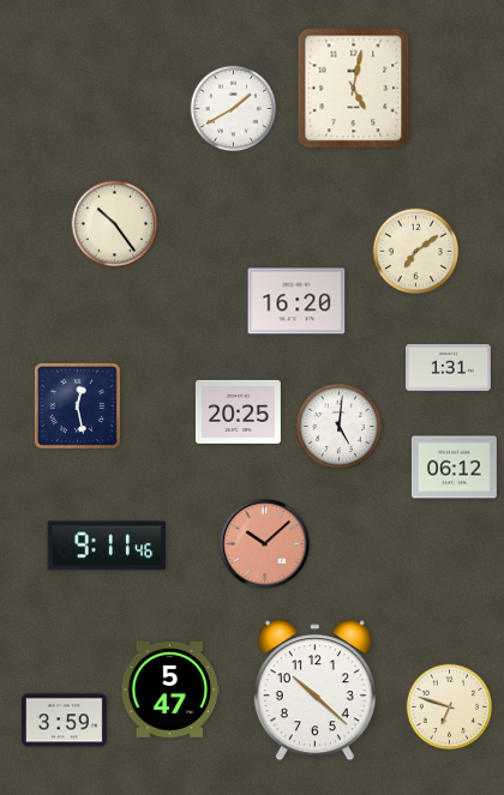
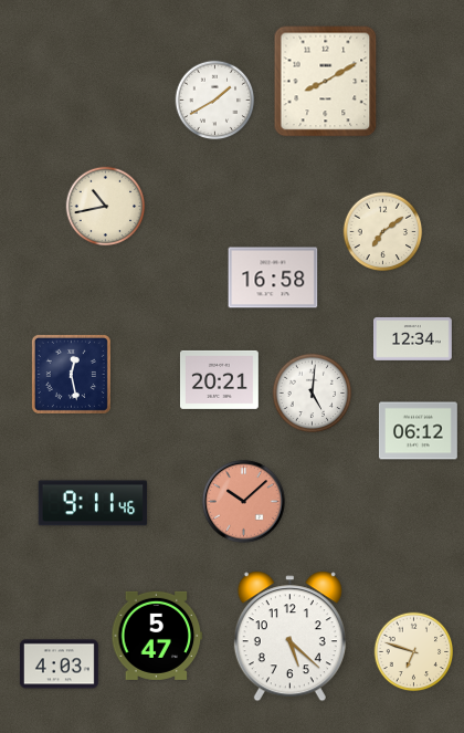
clock at (354, 89): 5:02 -> 8:10
clock at (115, 224): 10:24 -> 10:43
clock at (296, 301): 16:20 -> 16:58
clock at (449, 367): 1:31 -> 12:34
clock at (238, 411): 20:25 -> 20:21
clock at (107, 546) position: (107, 546) -> (93, 503)
clock at (314, 691): 10:22 -> 5:22
clock at (64, 721): 3:59 -> 4:03
